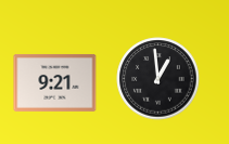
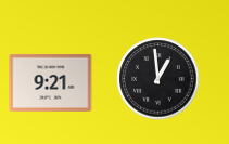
clock at (55, 82) position: (55, 82) -> (51, 82)
